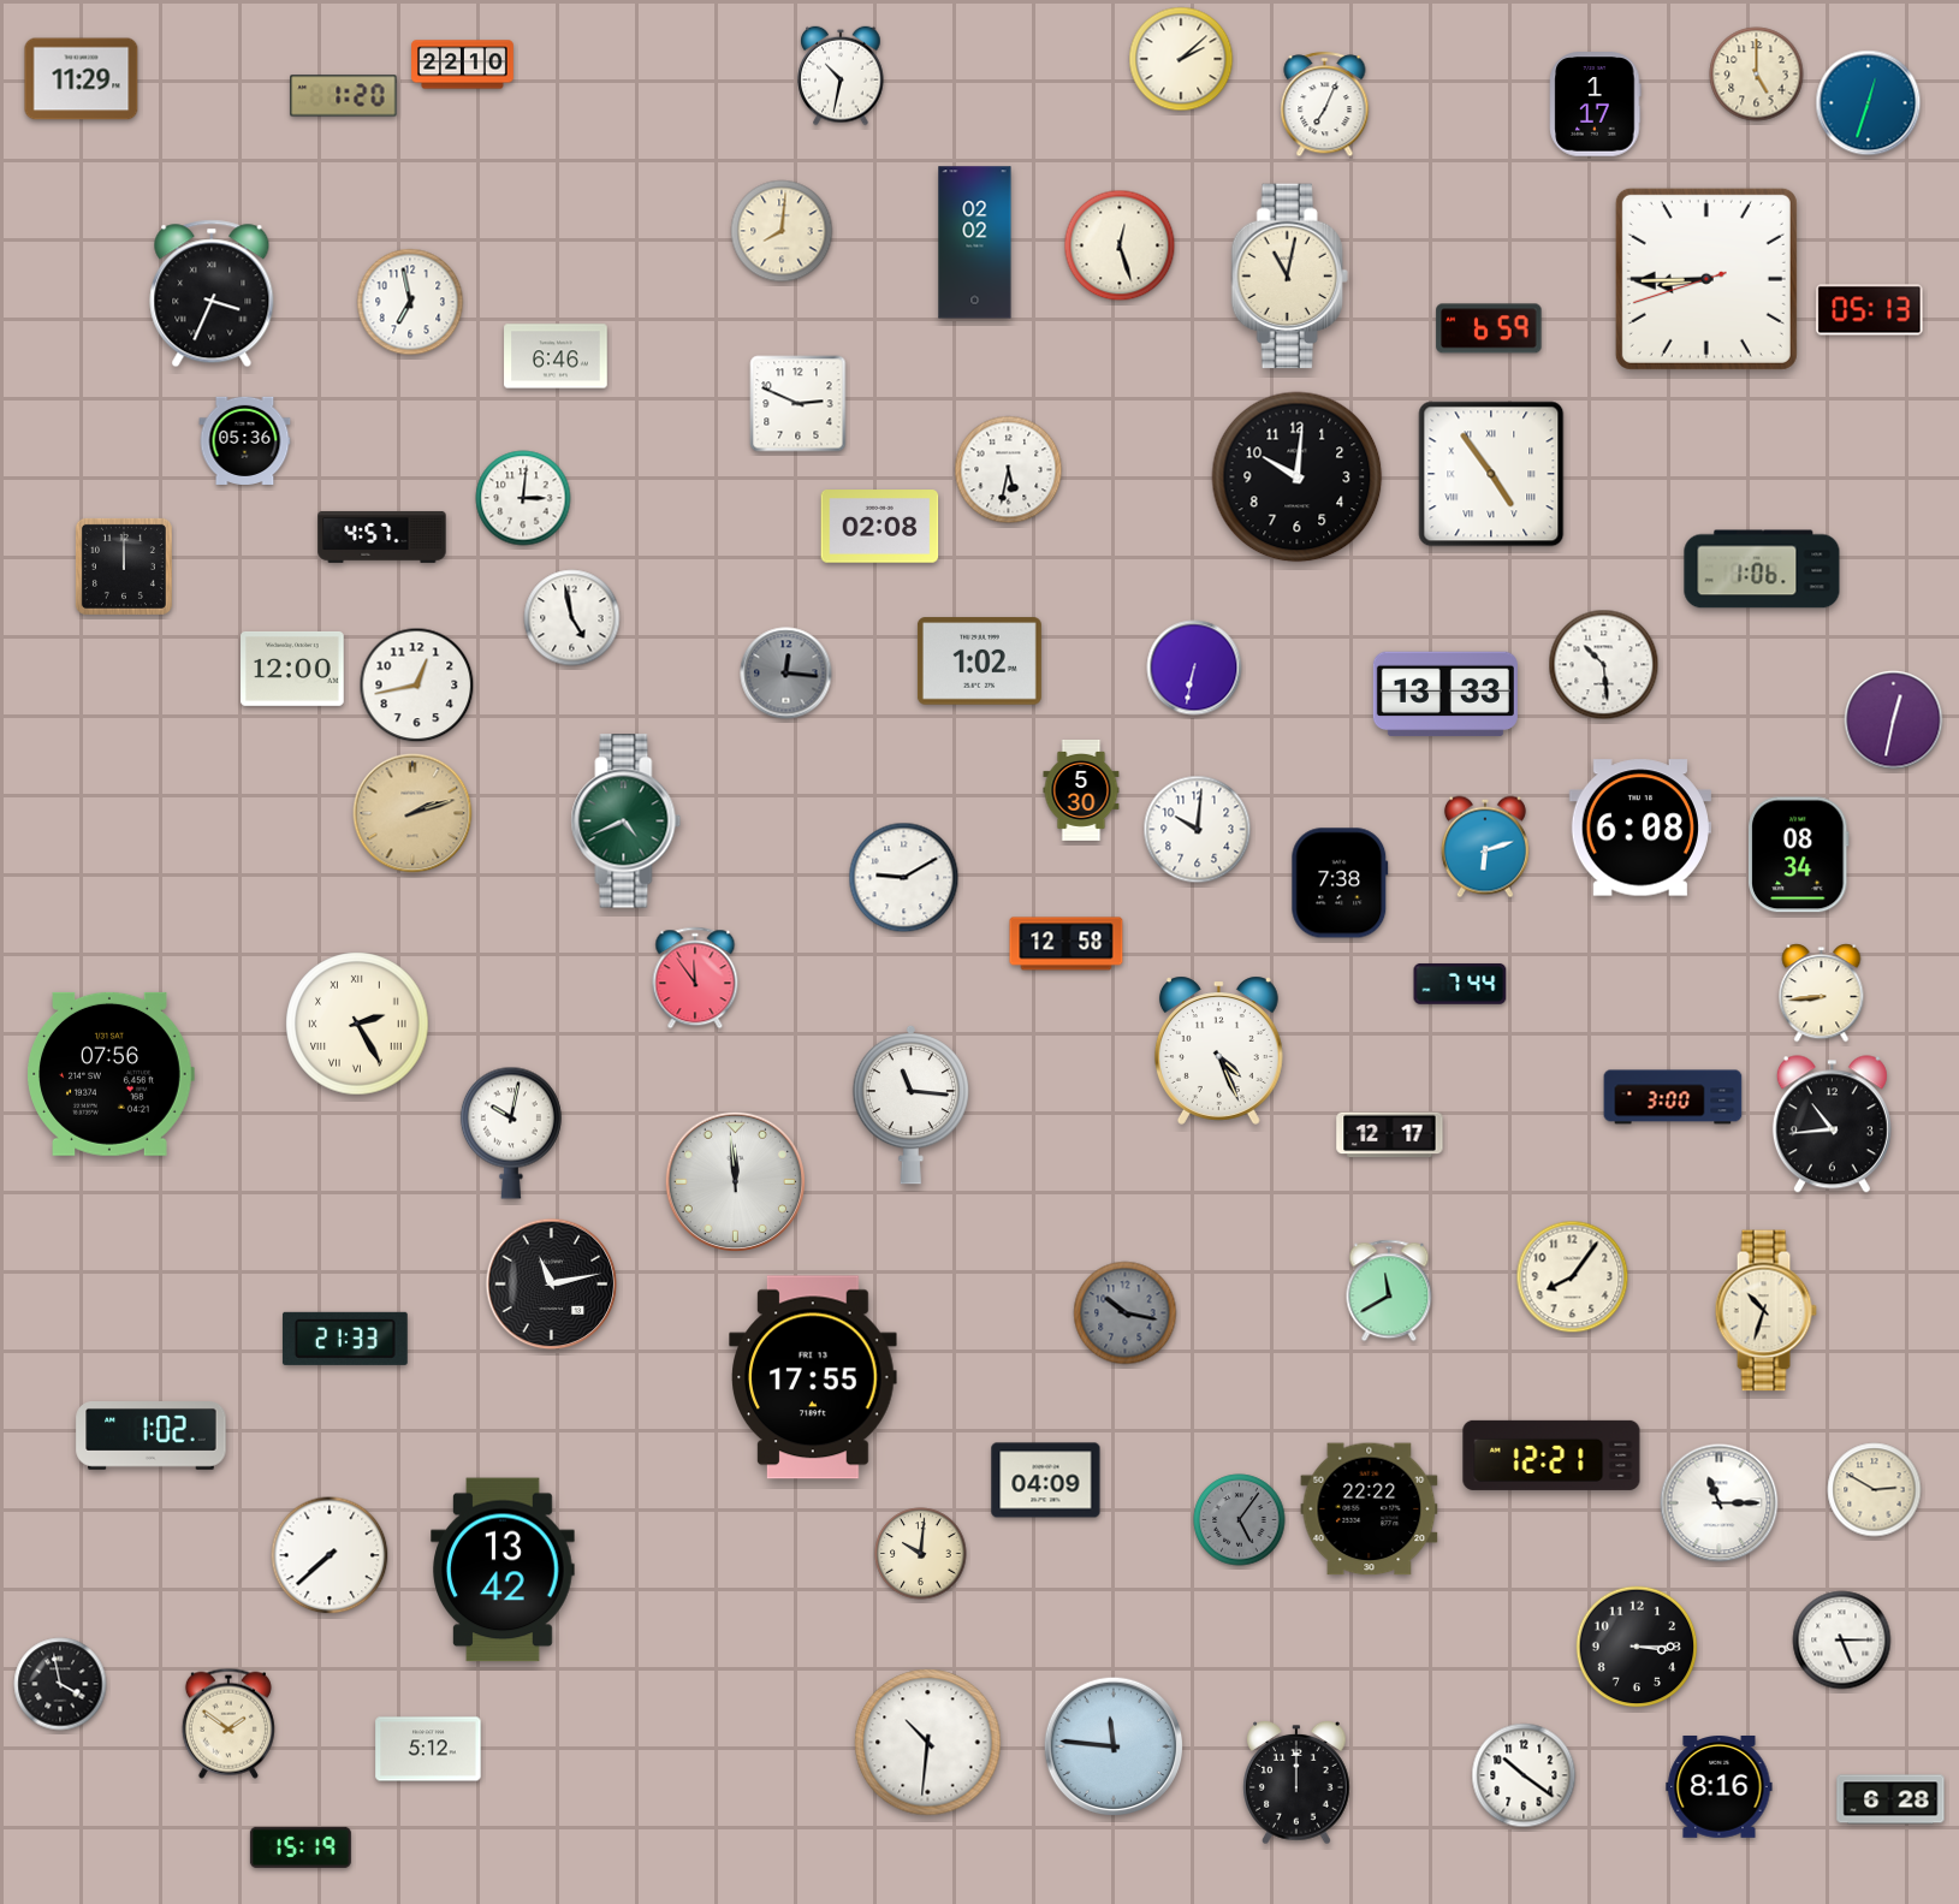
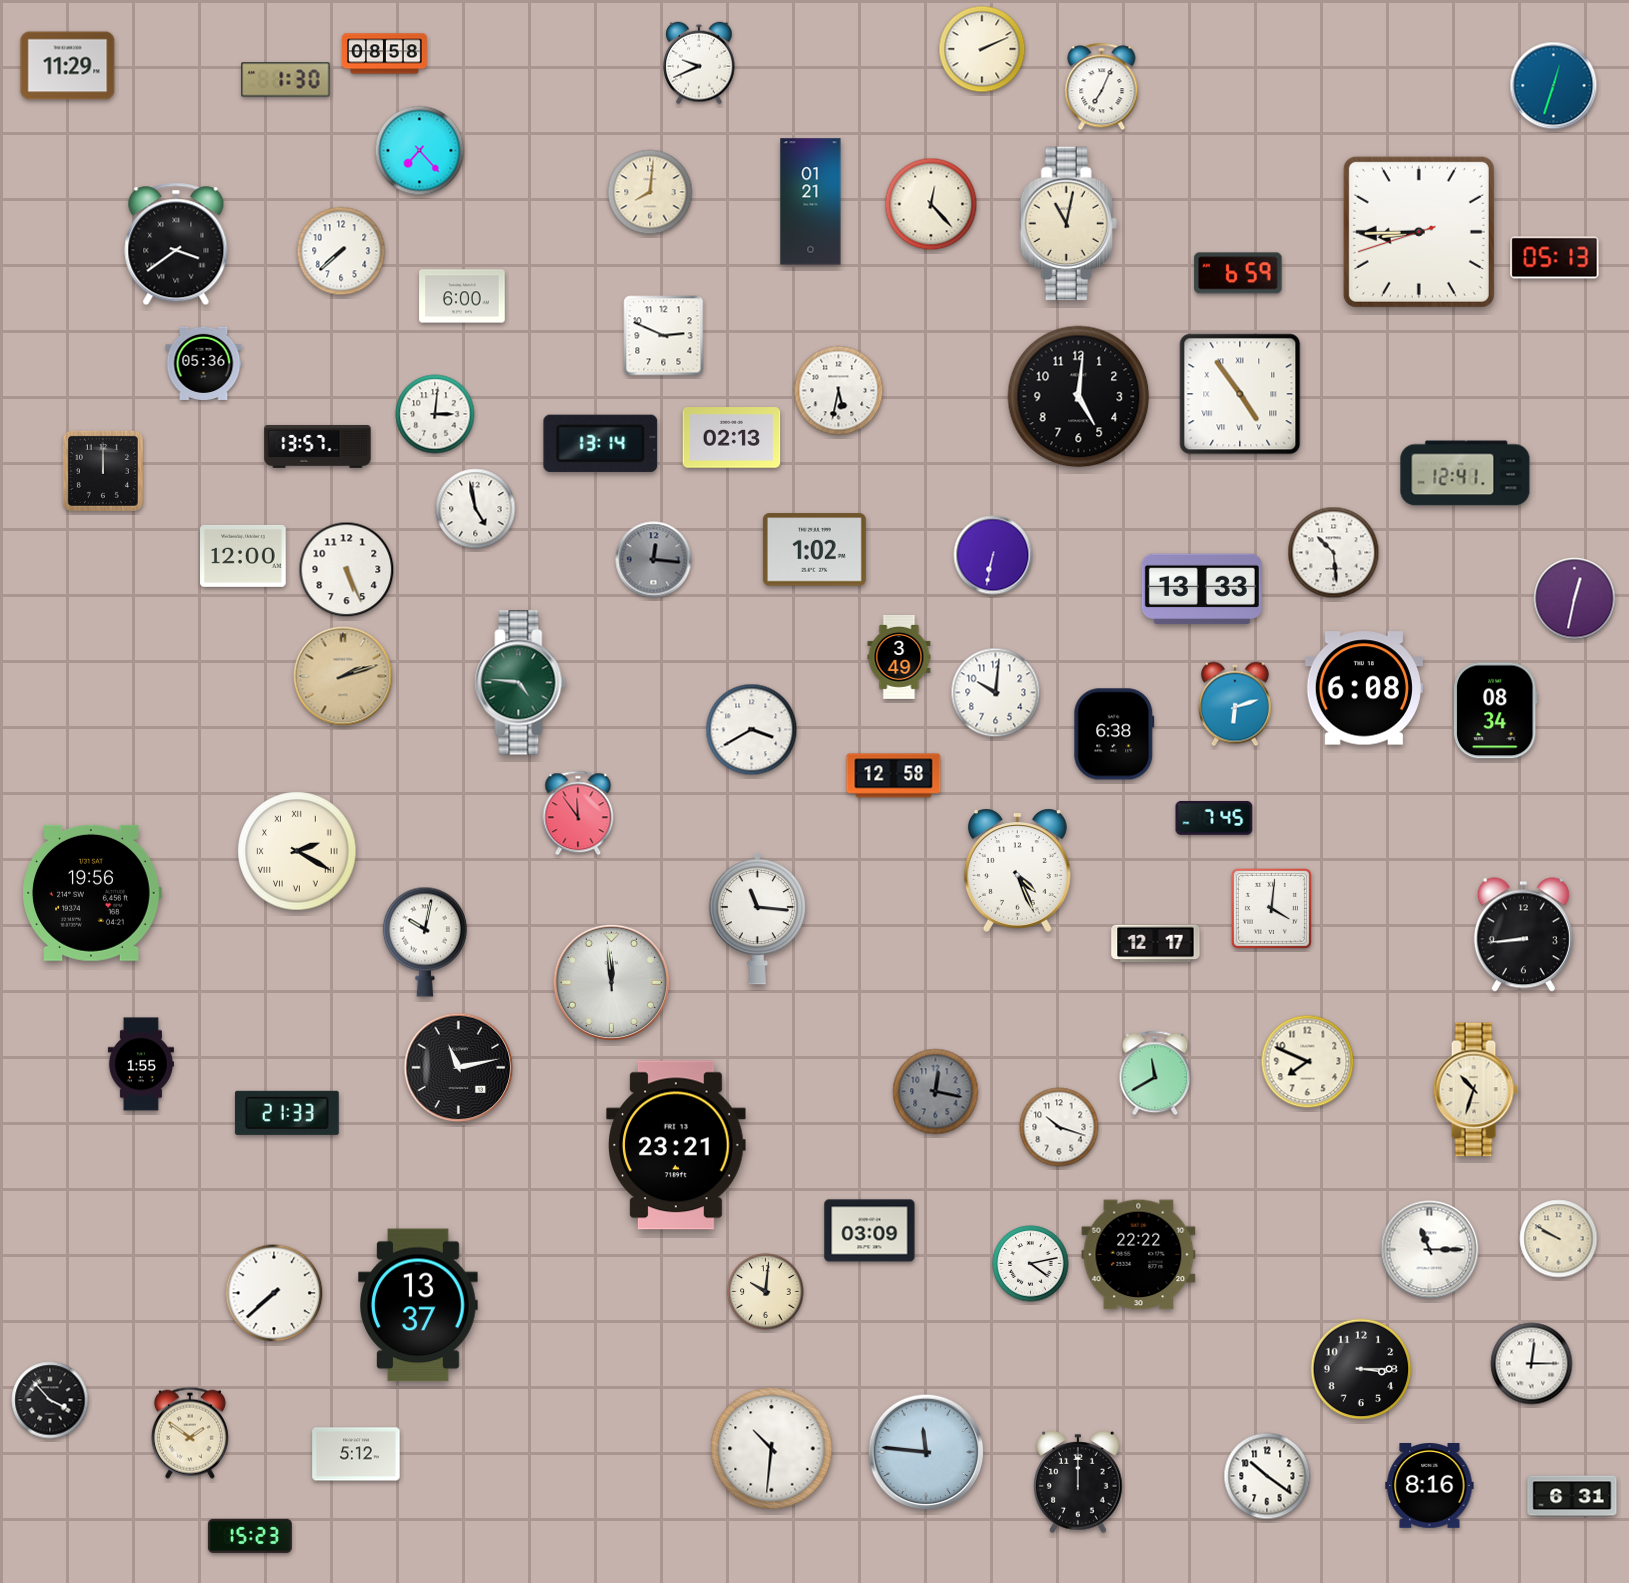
clock at (1181, 59): 2:08 -> 2:11
clock at (463, 65): 22:10 -> 08:58
clock at (1757, 75): 5:00 -> none
clock at (841, 76): 10:32 -> 9:41
clock at (344, 96): 1:20 -> 1:30
clock at (1596, 105): 1:17 -> none
clock at (420, 151): none -> 7:23
clock at (975, 243): 02:02 -> 01:21
clock at (1120, 245): 12:27 -> 12:23
clock at (1289, 277) position: (1289, 277) -> (1068, 224)
clock at (212, 293): 3:34 -> 3:39
clock at (410, 302): 6:58 -> 7:38
clock at (556, 356): 6:46 -> 6:00
clock at (245, 440) position: (245, 440) -> (204, 363)
clock at (1298, 478): 10:01 -> 5:01
clock at (880, 527): 02:08 -> 02:13
clock at (601, 443): none -> 13:14
clock at (382, 538): 4:57 -> 13:57
clock at (1762, 569): 1:06 -> 12:41
clock at (572, 618) position: (572, 618) -> (476, 509)
clock at (417, 686): 12:43 -> 5:26
clock at (1445, 694) position: (1445, 694) -> (1202, 589)
clock at (1081, 790): 5:30 -> 3:49
clock at (627, 821): 4:41 -> 4:46
clock at (1198, 830) position: (1198, 830) -> (996, 693)
clock at (904, 878): 9:10 -> 3:40
clock at (1340, 883): 7:38 -> 6:38
clock at (1067, 944) position: (1067, 944) -> (894, 776)
clock at (1460, 984): 7:44 -> 7:45
clock at (1822, 993): 8:44 -> none
clock at (357, 1024): 2:25 -> 2:20
clock at (1218, 1050) position: (1218, 1050) -> (1017, 870)
clock at (111, 1074): 07:56 -> 19:56
clock at (1271, 908): none -> 4:01
clock at (1673, 1097): 3:00 -> none
clock at (1832, 1125): 10:44 -> 8:44
clock at (1573, 1277): 8:06 -> 7:49
clock at (141, 1064): none -> 1:55
clock at (1765, 1311) position: (1765, 1311) -> (1475, 1090)
clock at (1126, 1313): 10:17 -> 12:17
clock at (1059, 1127): none -> 10:18
clock at (813, 1377): 17:55 -> 23:21
clock at (152, 1436): 1:02 -> none
clock at (1551, 1455): 12:21 -> none
clock at (1046, 1481): 04:09 -> 03:09
clock at (1875, 1490): 2:50 -> 9:50
clock at (1240, 1520): 5:06 -> 4:13
clock at (1240, 1520) dial: grey -> white
clock at (503, 1570): 13:42 -> 13:37
clock at (1842, 1641): 5:15 -> 12:15
clock at (60, 1684): 3:58 -> 3:53
clock at (1890, 1799): 6:28 -> 6:31
clock at (301, 1847): 15:19 -> 15:23
